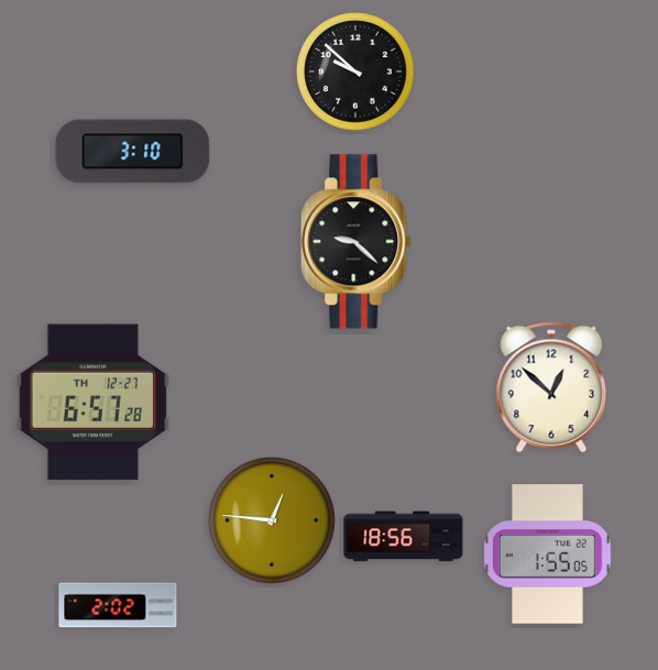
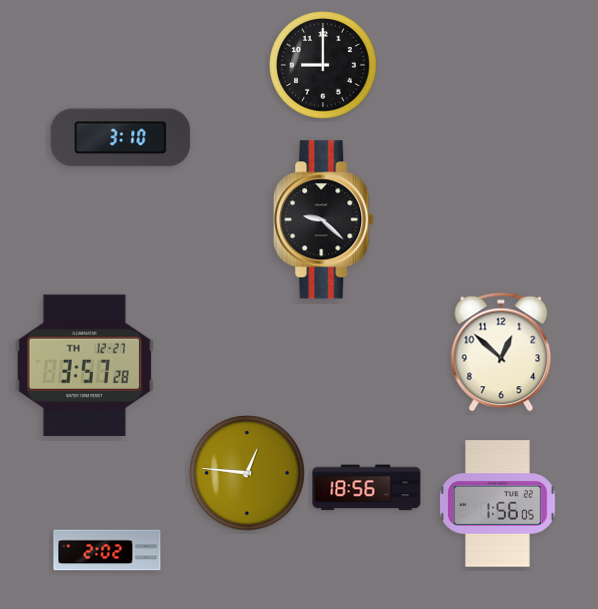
clock at (355, 72): 9:52 -> 9:00
clock at (94, 403): 6:57 -> 3:57
clock at (548, 554): 1:55 -> 1:56
